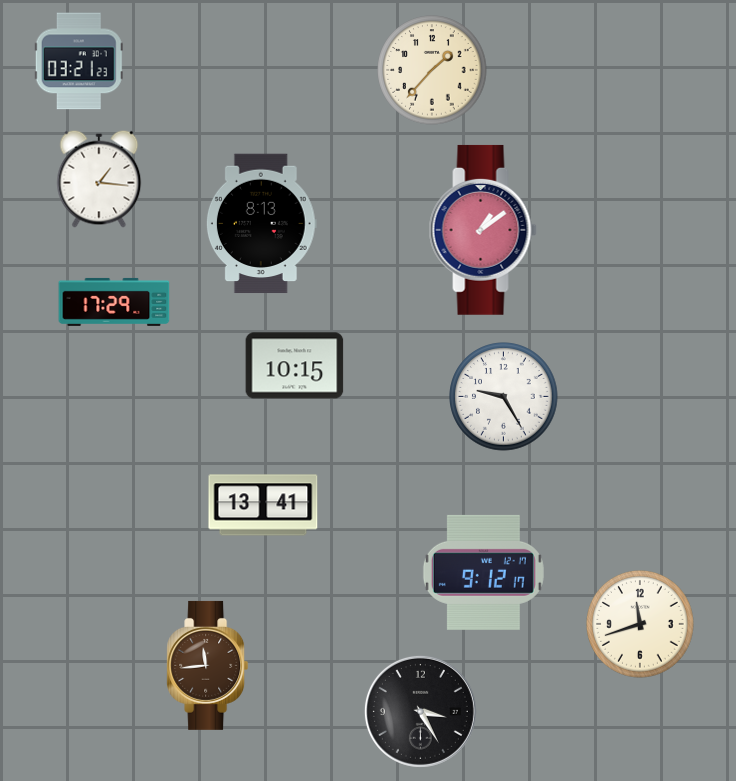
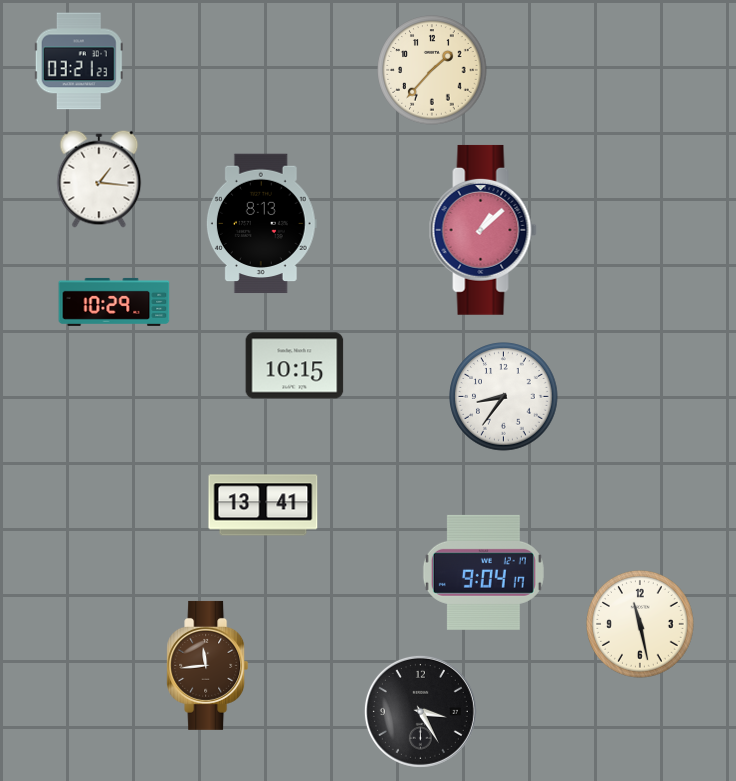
clock at (483, 230): 1:09 -> 1:08
clock at (114, 302): 17:29 -> 10:29
clock at (504, 397): 9:25 -> 8:36
clock at (483, 572): 9:12 -> 9:04
clock at (641, 625): 11:42 -> 11:28
